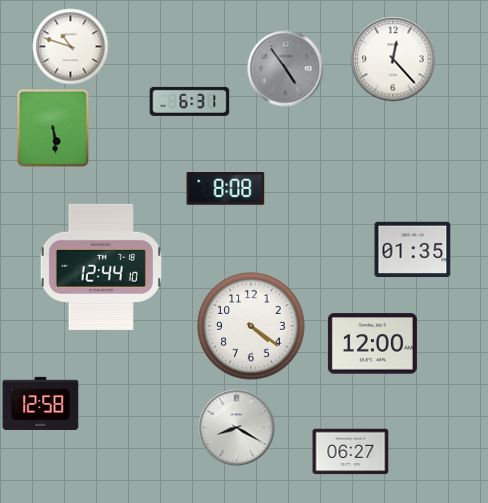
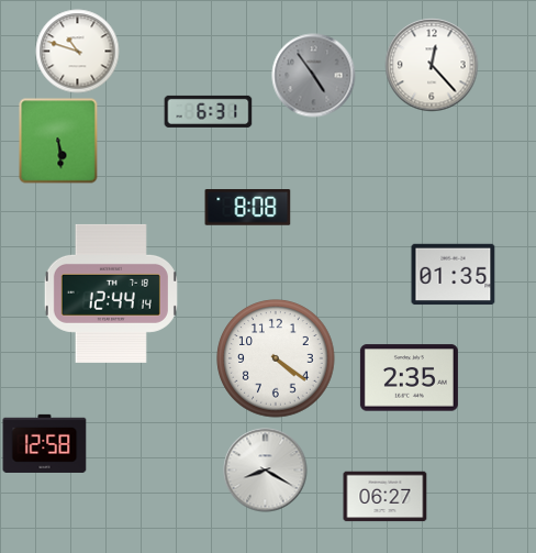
clock at (101, 267): 12:44:10 -> 12:44:14
clock at (372, 344): 12:00 -> 2:35
clock at (237, 428) position: (237, 428) -> (266, 471)
